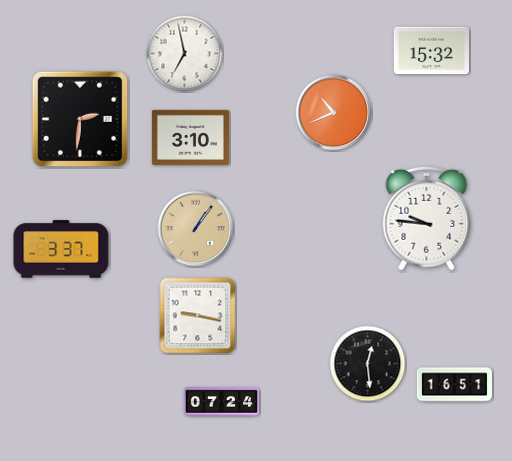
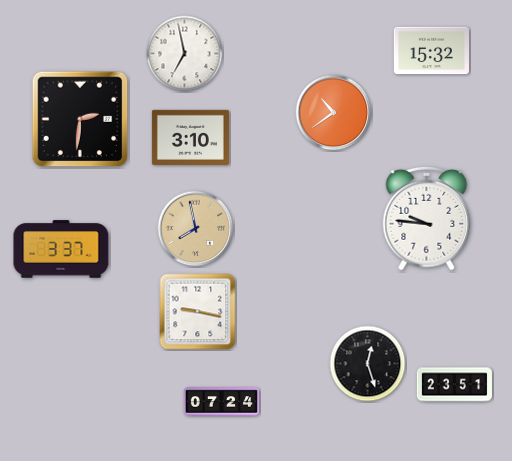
clock at (334, 113): 10:41 -> 10:39
clock at (196, 229): 1:06 -> 7:58
clock at (198, 316) position: (198, 316) -> (198, 312)
clock at (368, 364): 12:29 -> 12:27
clock at (454, 385): 16:51 -> 23:51
